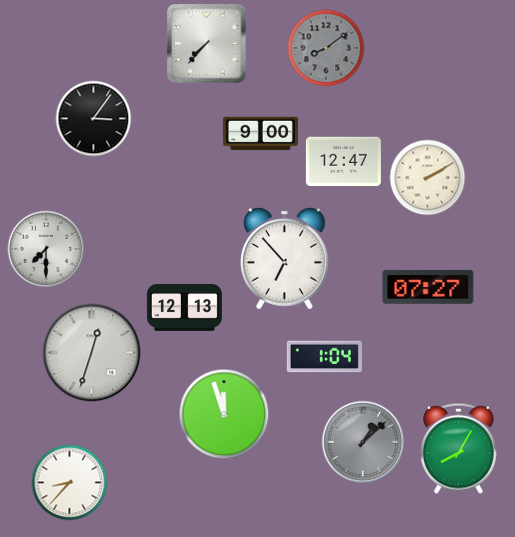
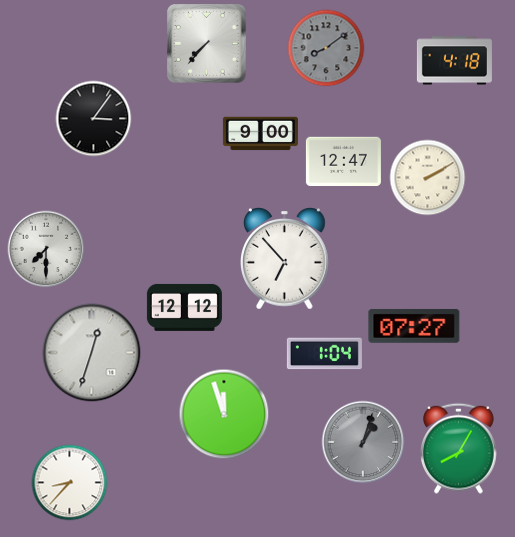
clock at (454, 61): none -> 4:18
clock at (428, 287) position: (428, 287) -> (414, 326)
clock at (184, 307): 12:13 -> 12:12
clock at (324, 357) position: (324, 357) -> (324, 354)
clock at (363, 442): 1:08 -> 1:03
